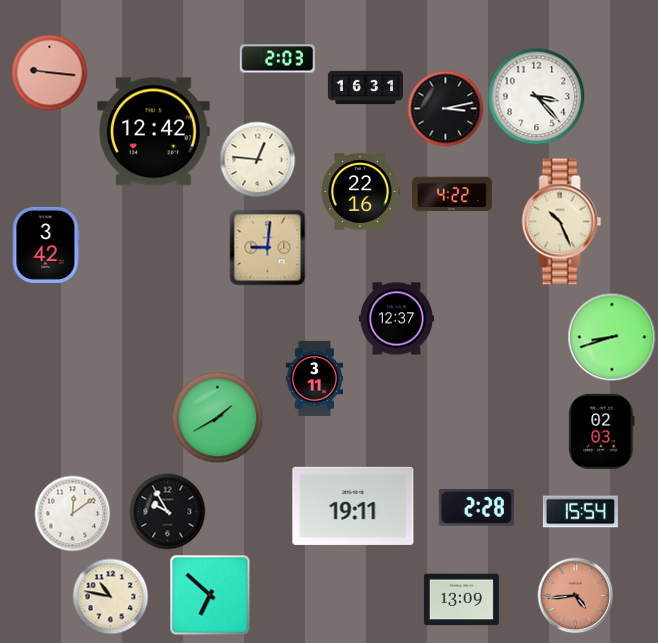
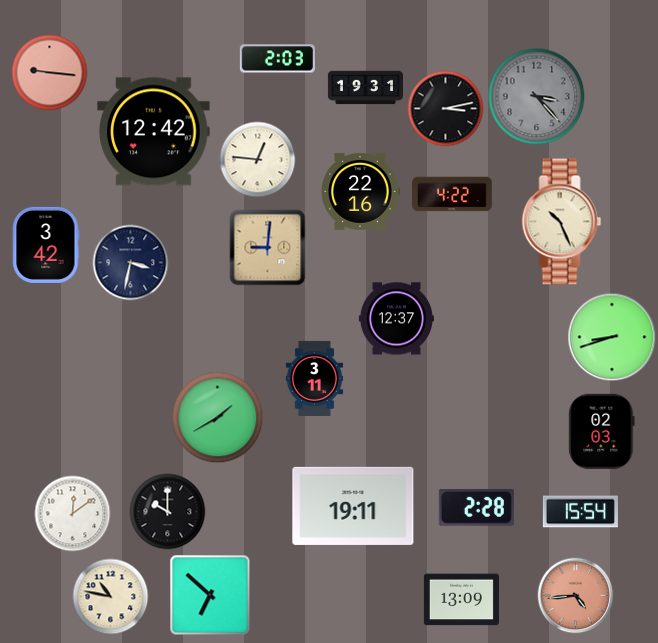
clock at (365, 88): 16:31 -> 19:31
clock at (537, 97) dial: white -> grey
clock at (131, 263): none -> 3:32
clock at (168, 512): 9:55 -> 10:00
